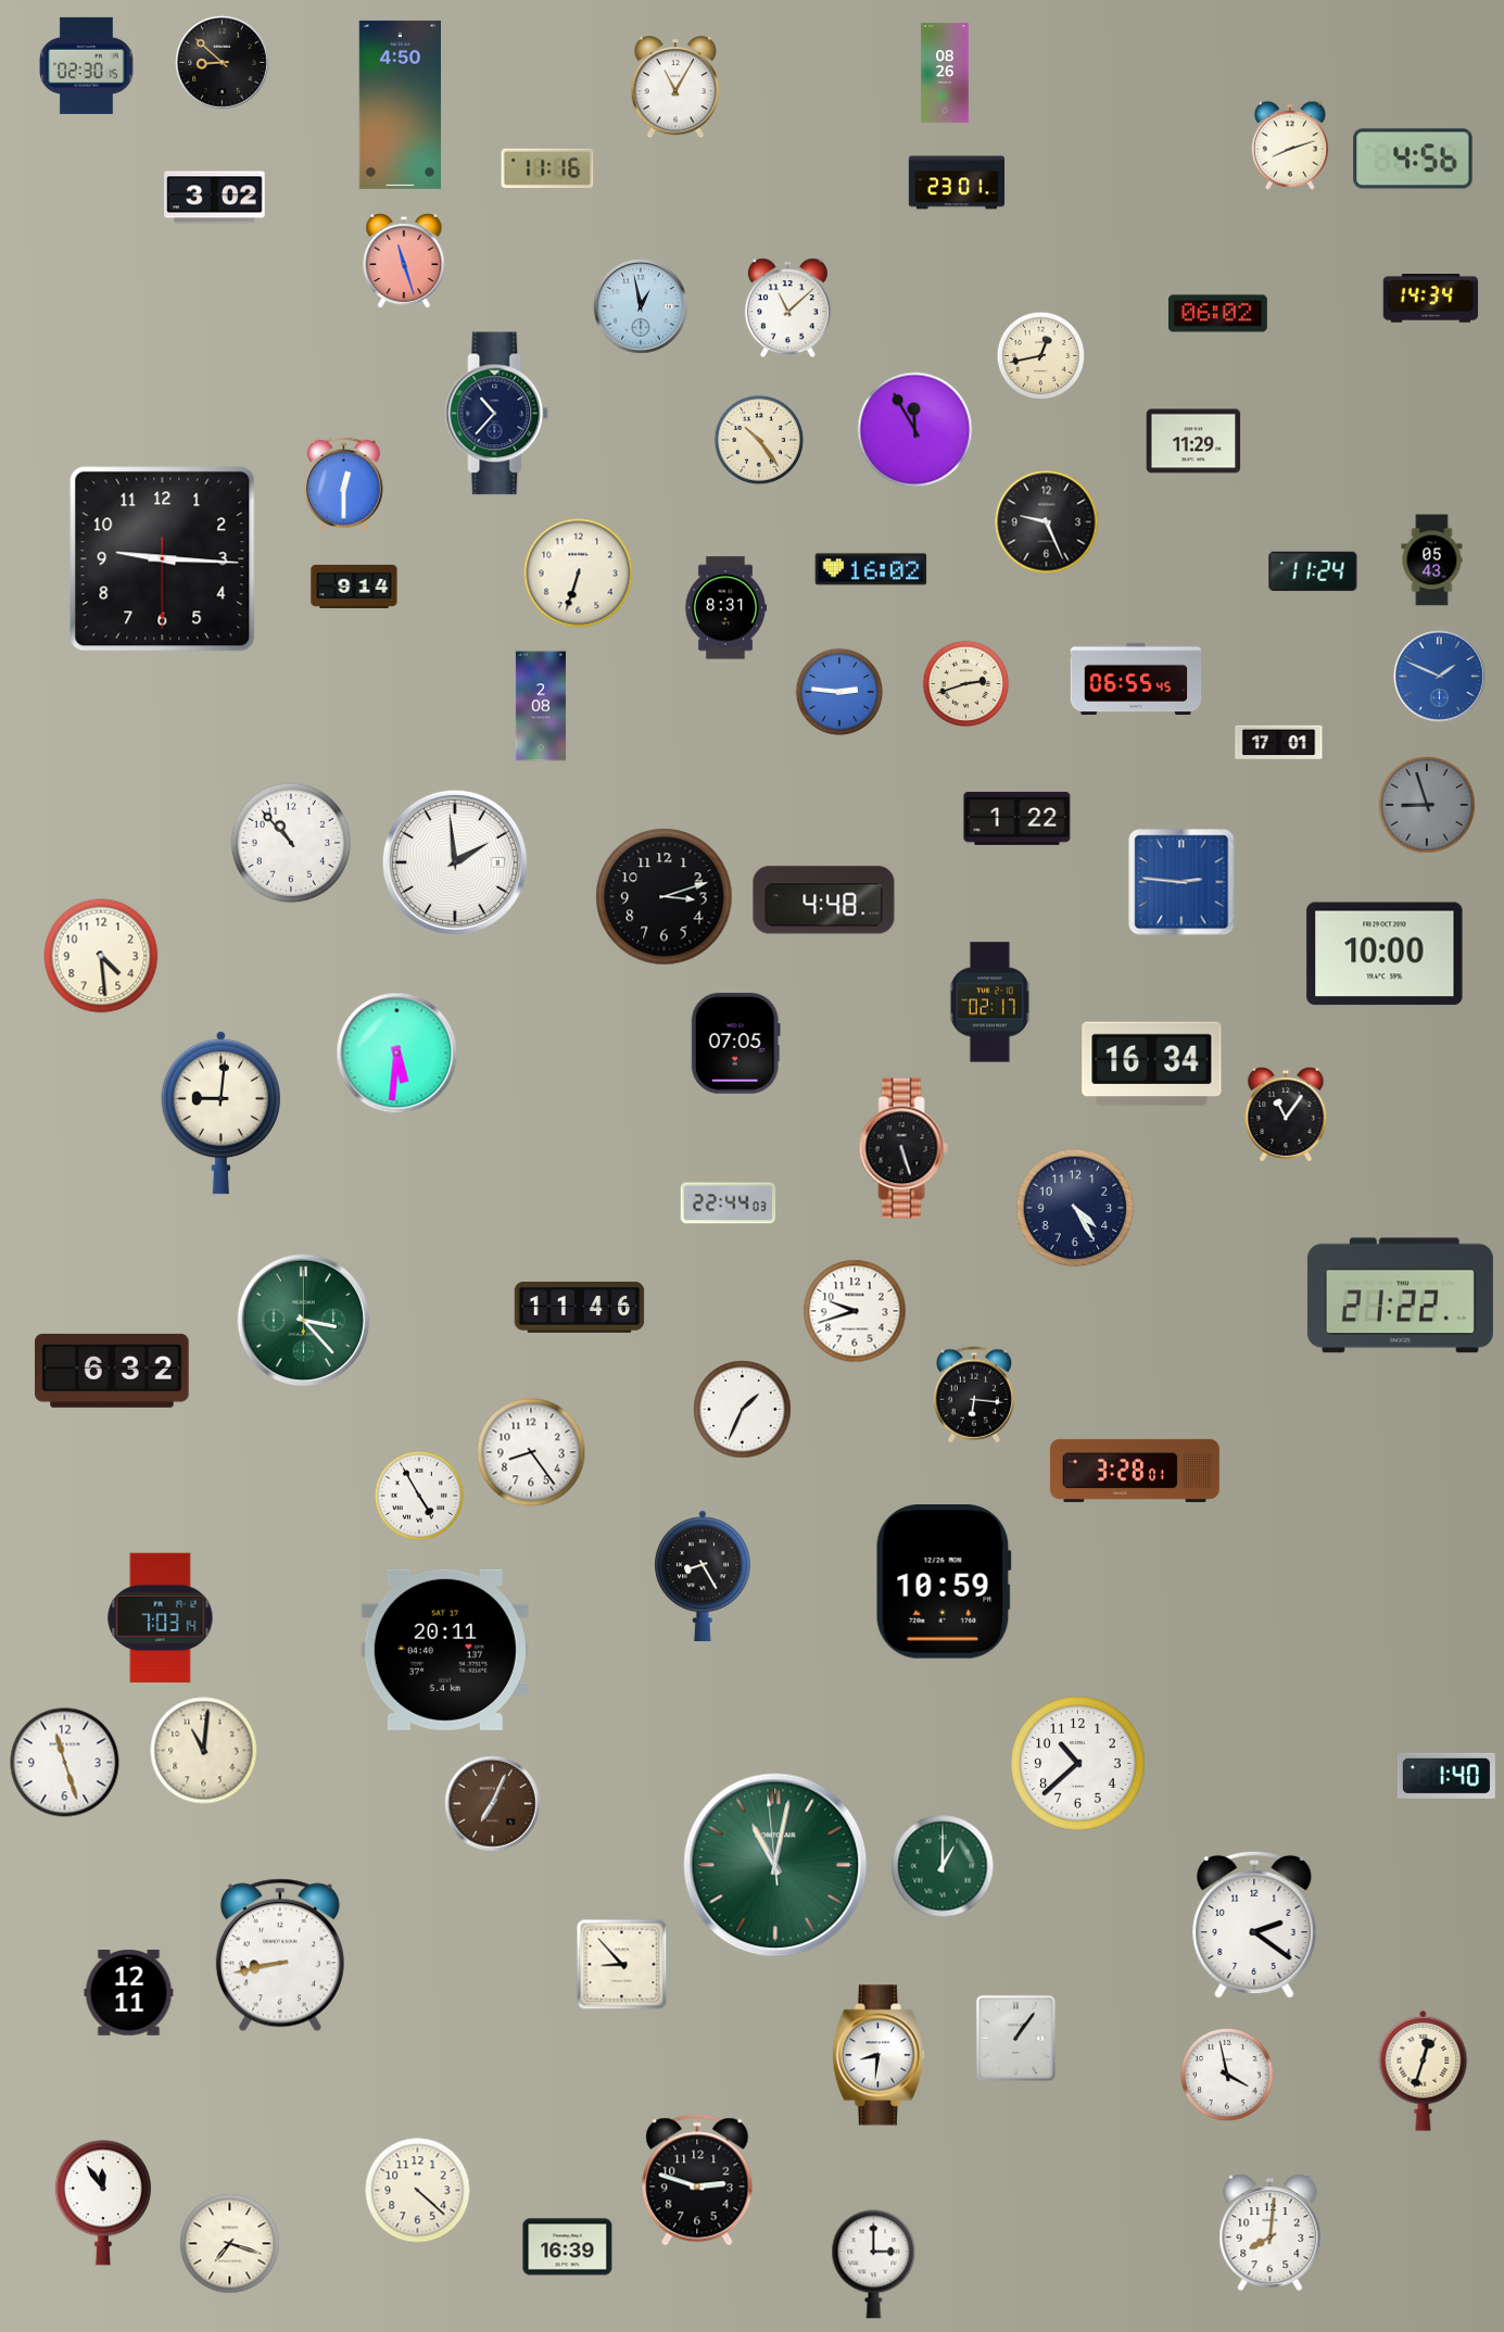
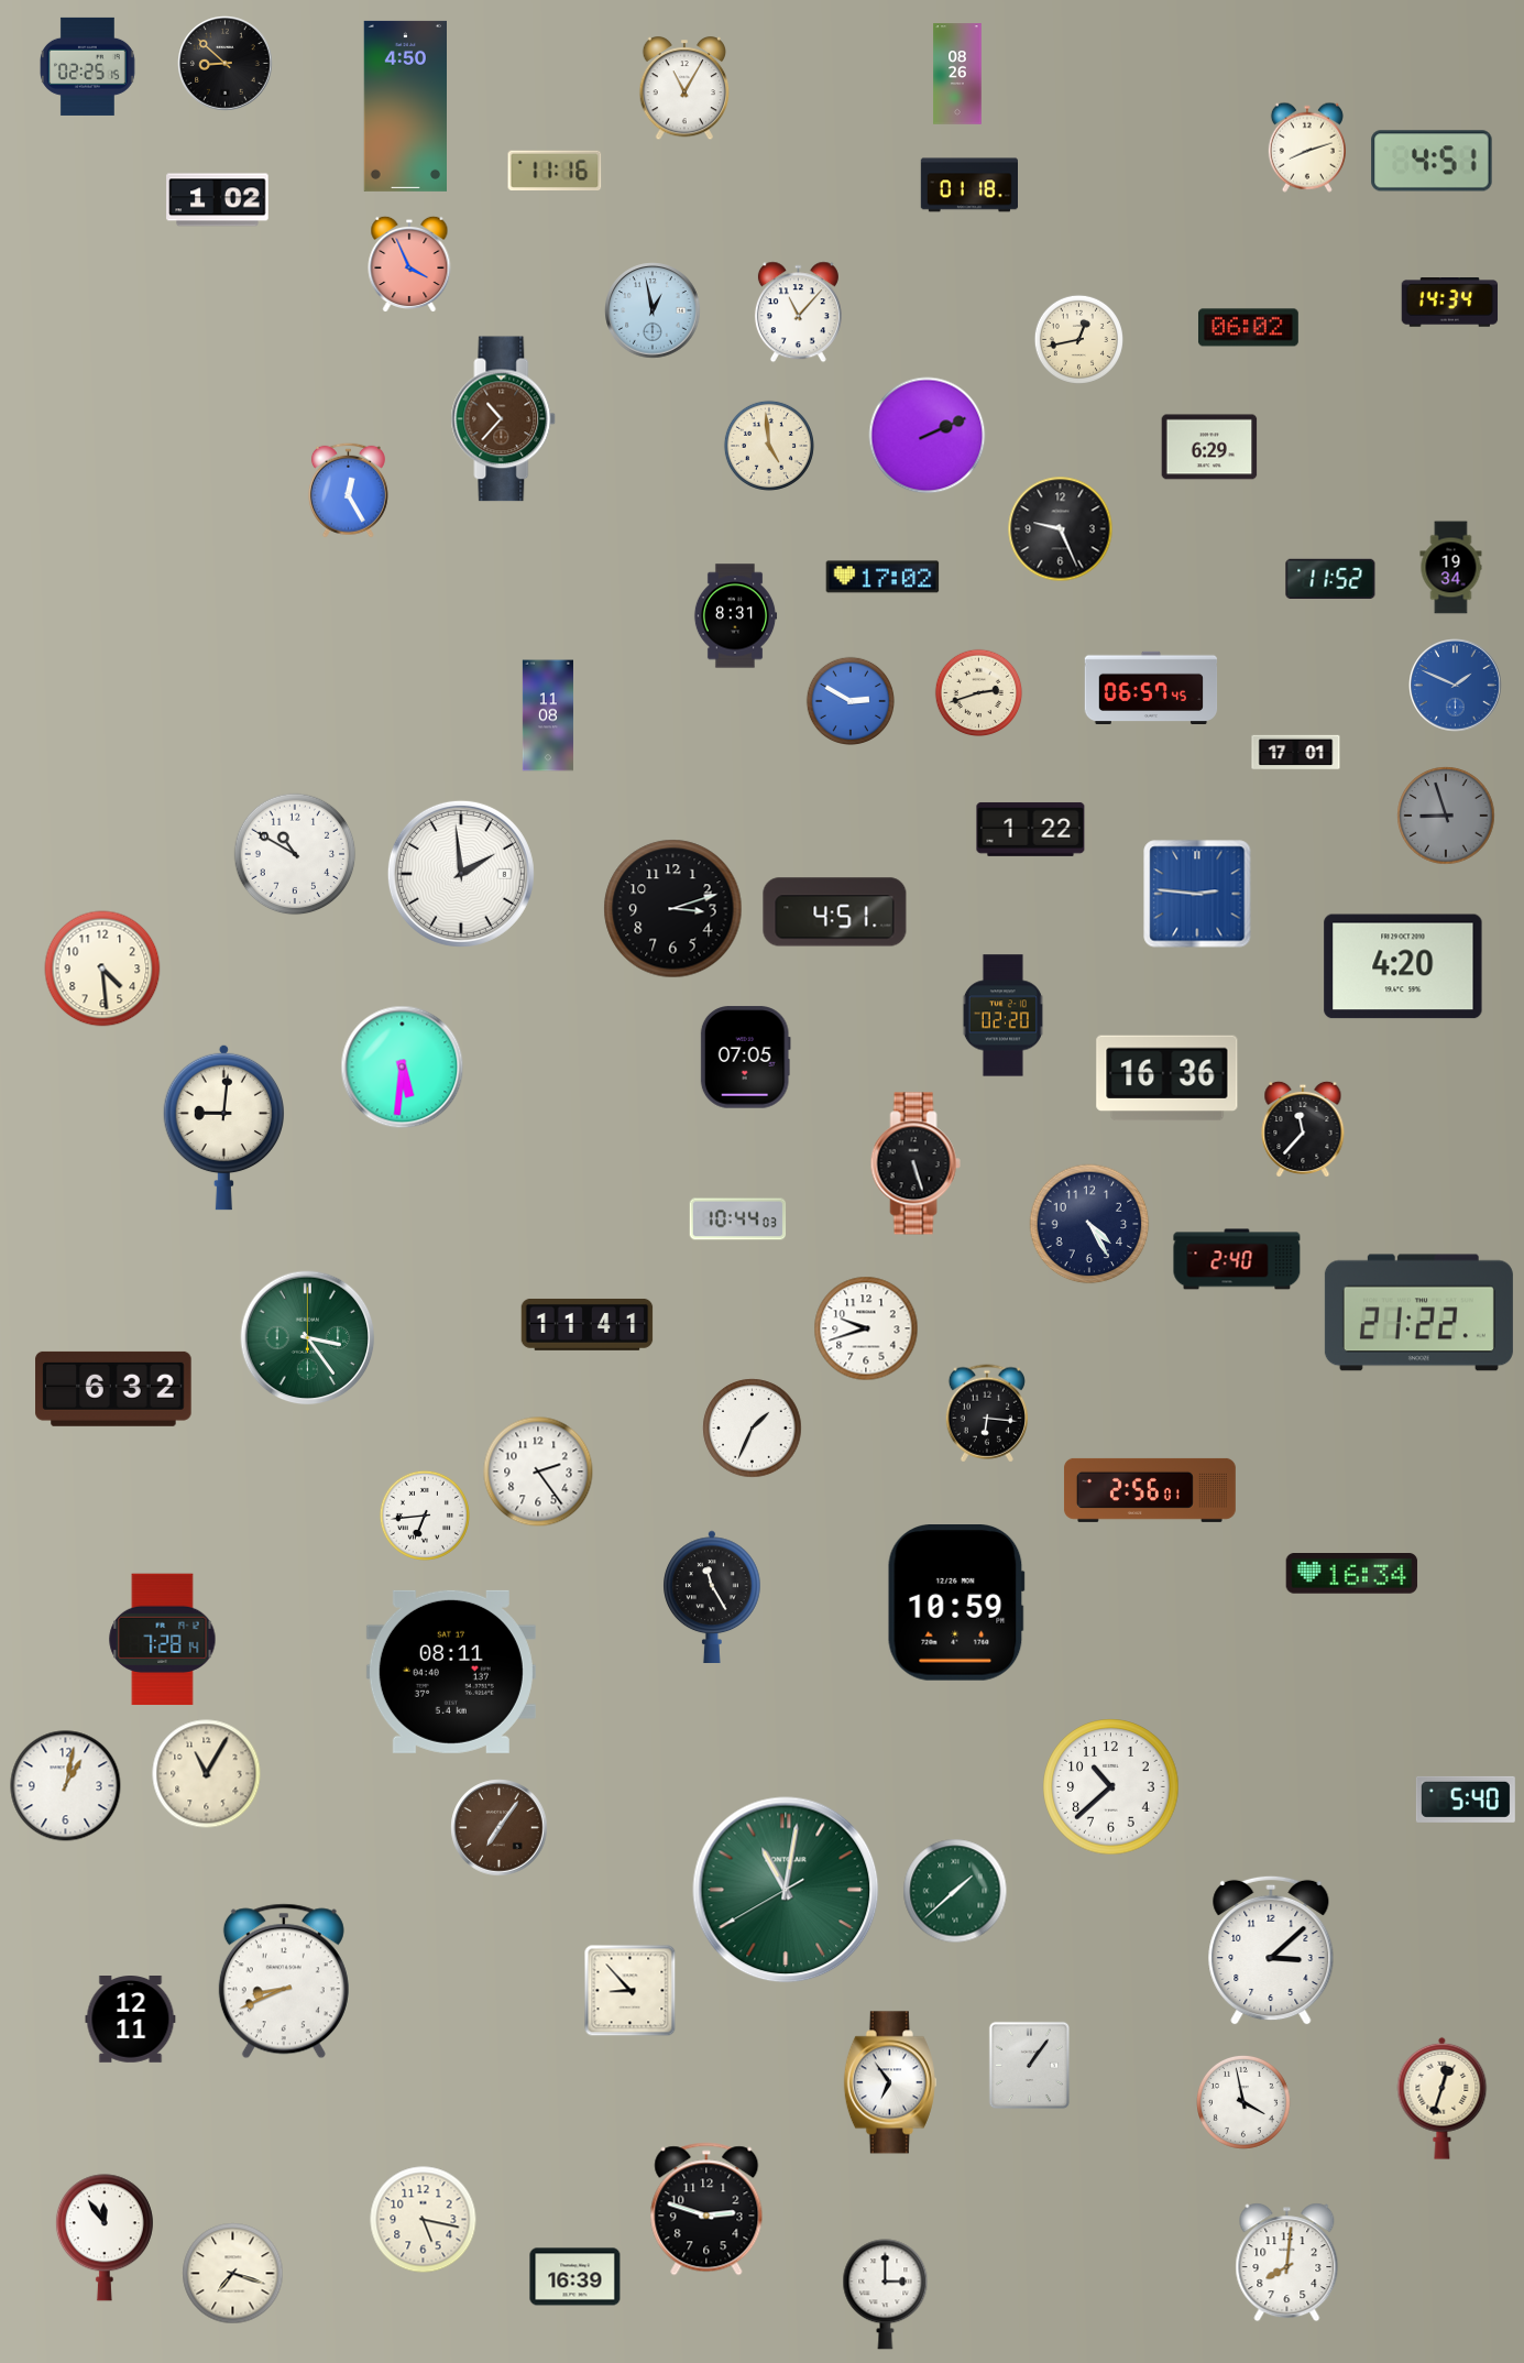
clock at (86, 65): 02:30 -> 02:25
clock at (1413, 159): 4:56 -> 4:51
clock at (956, 182): 23:01 -> 01:18
clock at (215, 198): 3:02 -> 1:02
clock at (404, 261): 11:27 -> 3:56
clock at (641, 306) position: (641, 306) -> (653, 310)
clock at (787, 308): 11:08 -> 11:07
clock at (1217, 314) position: (1217, 314) -> (1248, 328)
clock at (1040, 355) position: (1040, 355) -> (1078, 339)
clock at (497, 414) dial: navy -> brown
clock at (915, 430): 11:55 -> 2:11
clock at (759, 440): 10:24 -> 4:59
clock at (1193, 441): 11:29 -> 6:29
clock at (343, 483): 12:30 -> 12:25
clock at (163, 559): 9:15 -> none
clock at (1432, 560): 05:43 -> 19:34
clock at (871, 569): 16:02 -> 17:02
clock at (1313, 571): 11:24 -> 11:52
clock at (579, 573): 6:33 -> none
clock at (354, 587): 9:14 -> none
clock at (1440, 677) position: (1440, 677) -> (1456, 686)
clock at (1136, 678): 06:55 -> 06:57
clock at (838, 691): 2:46 -> 2:50
clock at (541, 706): 2:08 -> 11:08
clock at (291, 843): 10:53 -> 10:50
clock at (824, 900): 4:48 -> 4:51
clock at (1385, 954): 10:00 -> 4:20
clock at (989, 1003): 02:17 -> 02:20
clock at (1152, 1064): 16:34 -> 16:36
clock at (1286, 1114): 11:06 -> 11:37
clock at (729, 1203): 22:44 -> 10:44
clock at (1237, 1259): none -> 2:40
clock at (580, 1307): 11:46 -> 11:41
clock at (304, 1321): 3:23 -> 3:24
clock at (531, 1452): 8:24 -> 2:24
clock at (1135, 1471): 3:28 -> 2:56
clock at (419, 1496): 4:55 -> 6:44
clock at (1352, 1574): none -> 16:34
clock at (704, 1575): 8:25 -> 11:25
clock at (161, 1618): 7:03 -> 7:28
clock at (445, 1650): 20:11 -> 08:11
clock at (204, 1751): 11:01 -> 11:05
clock at (65, 1763): 11:27 -> 1:02
clock at (1078, 1764) position: (1078, 1764) -> (1111, 1787)
clock at (1446, 1776): 1:40 -> 5:40
clock at (493, 1804): 7:04 -> 7:06
clock at (775, 1865): 11:01:59 -> 11:01:40
clock at (943, 1866): 1:00 -> 1:38
clock at (1254, 1925): 2:21 -> 3:08
clock at (280, 1955): 8:43 -> 8:41
clock at (879, 2055): 8:31 -> 6:54
clock at (418, 2191): 4:22 -> 5:17
clock at (103, 2203) position: (103, 2203) -> (105, 2238)
